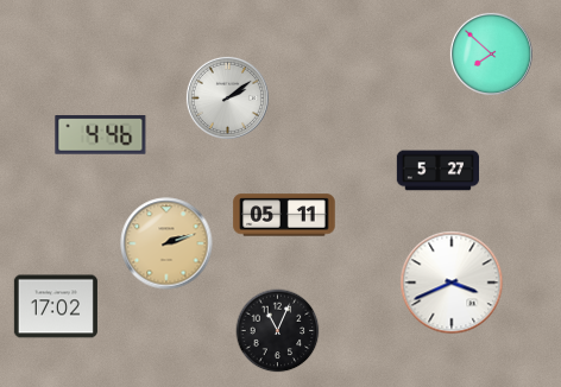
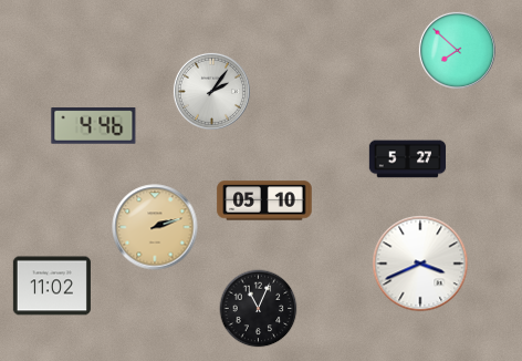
clock at (227, 97): 2:09 -> 2:06
clock at (284, 215): 05:11 -> 05:10
clock at (56, 306): 17:02 -> 11:02
